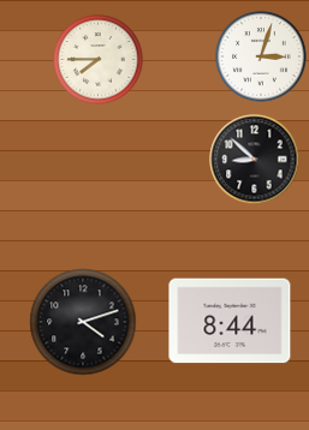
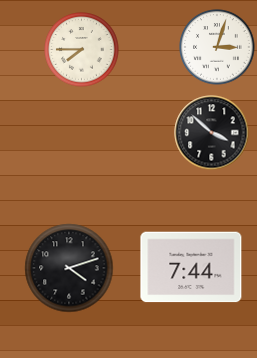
clock at (255, 160): 8:52 -> 3:52
clock at (230, 321): 8:44 -> 7:44
